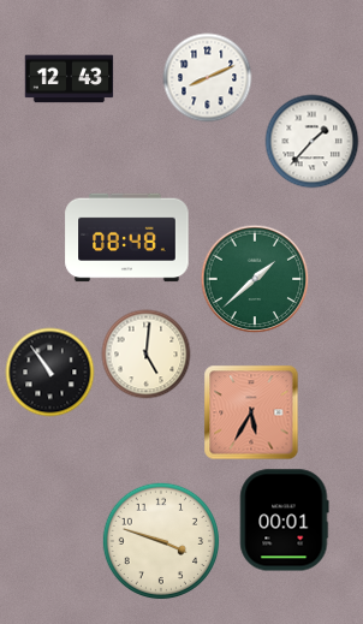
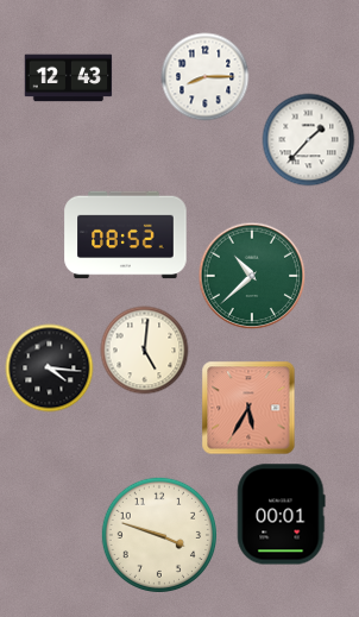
clock at (208, 78): 8:11 -> 8:15
clock at (127, 238): 08:48 -> 08:52
clock at (255, 279): 1:38 -> 10:38
clock at (50, 373): 10:54 -> 4:16
